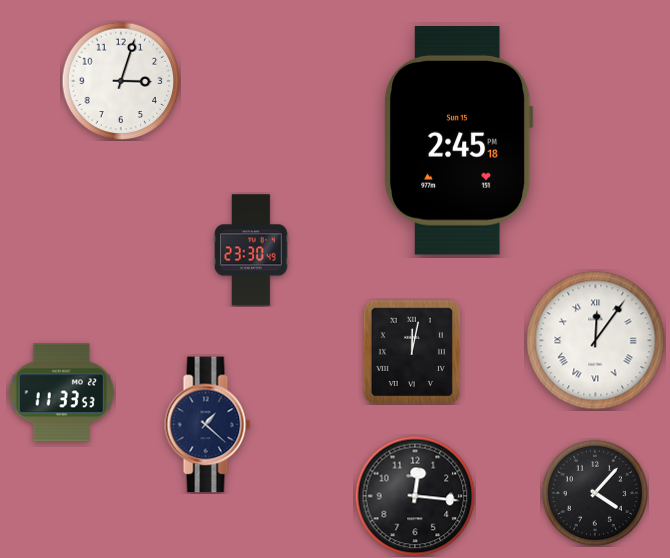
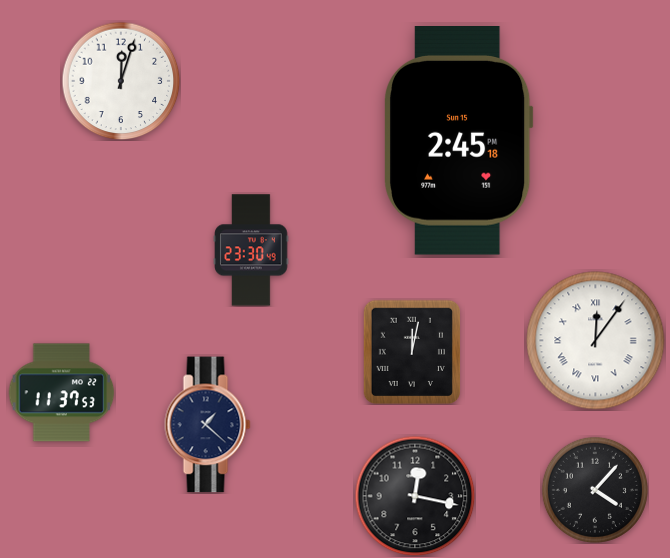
clock at (121, 81): 3:03 -> 12:03
clock at (61, 393): 11:33 -> 11:37
clock at (595, 493) position: (595, 493) -> (595, 490)
clock at (415, 496): 12:16 -> 12:17
